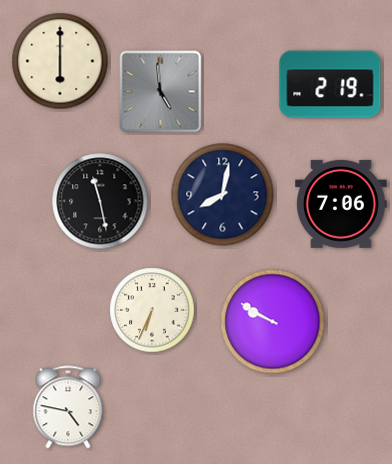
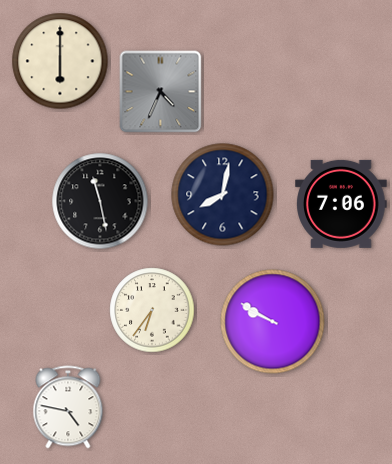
clock at (330, 84): 2:19 -> none
clock at (161, 92): 4:59 -> 4:34
clock at (152, 310): 6:34 -> 6:36
